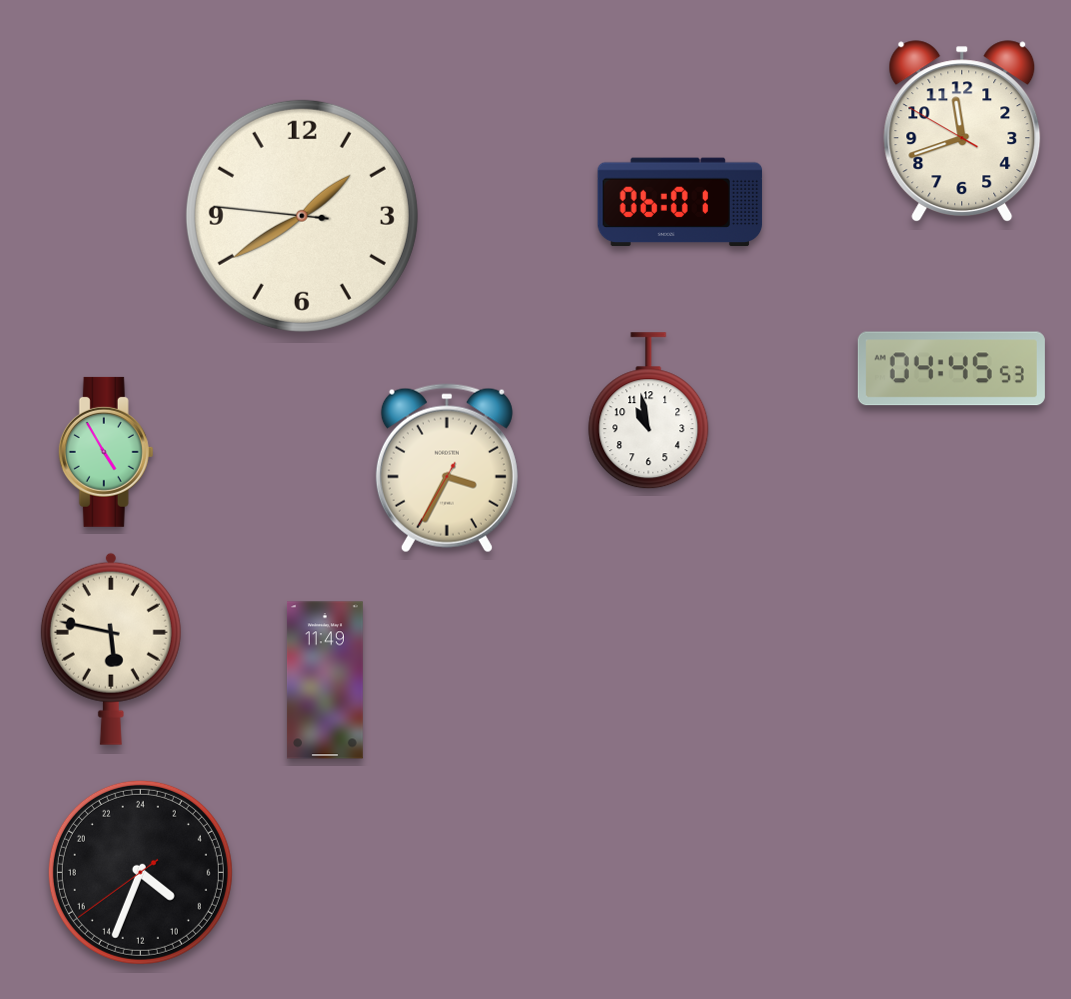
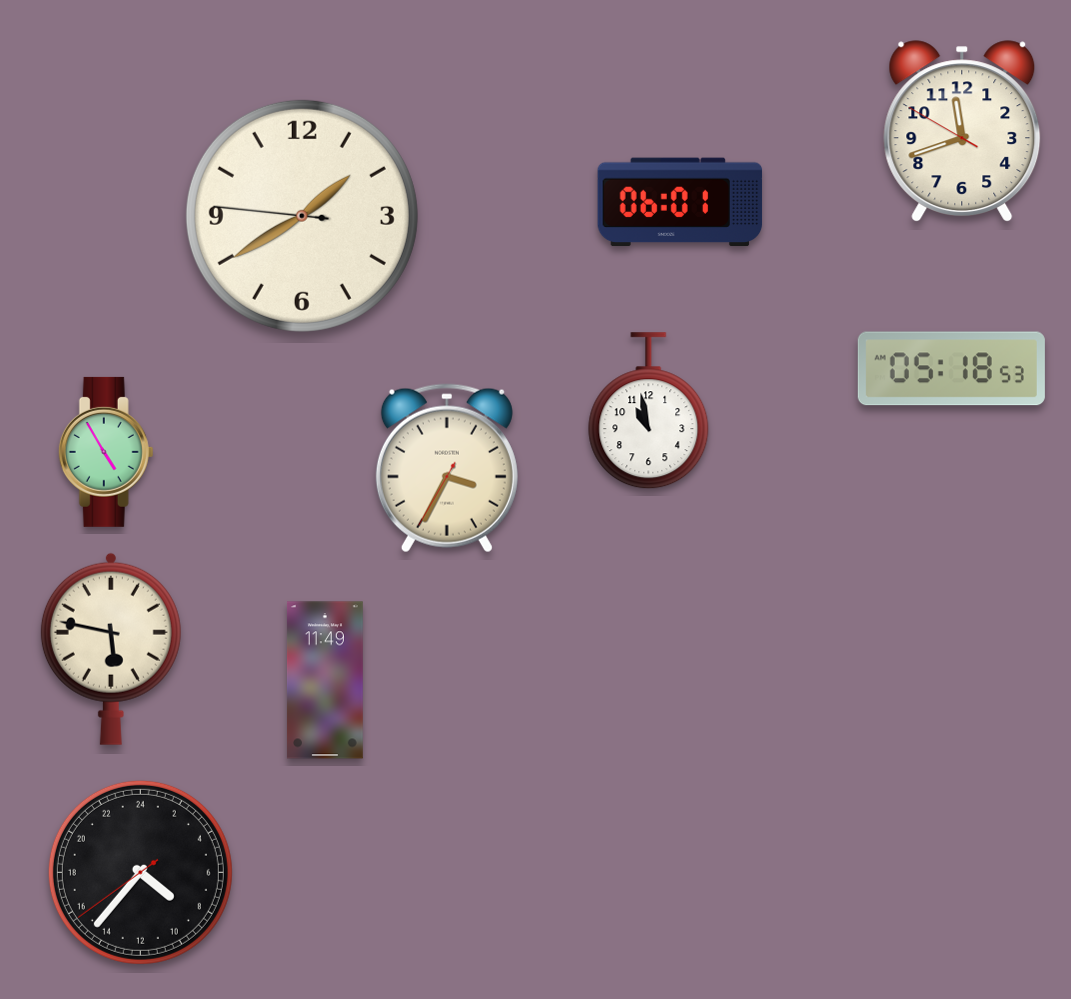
clock at (951, 369): 04:45 -> 05:18
clock at (140, 872): 8:33 -> 8:36
